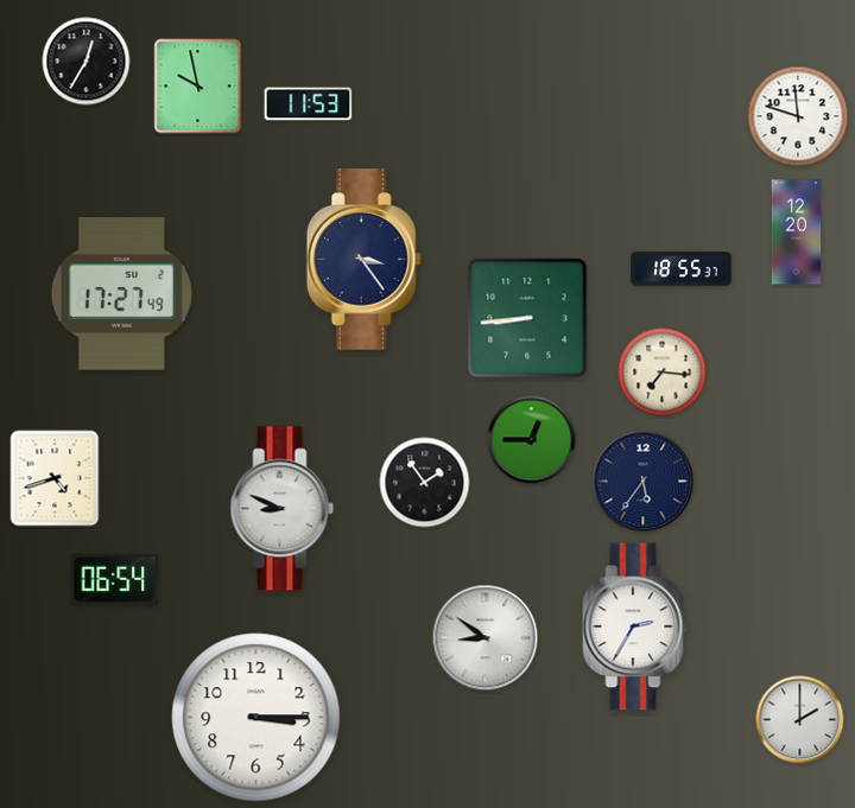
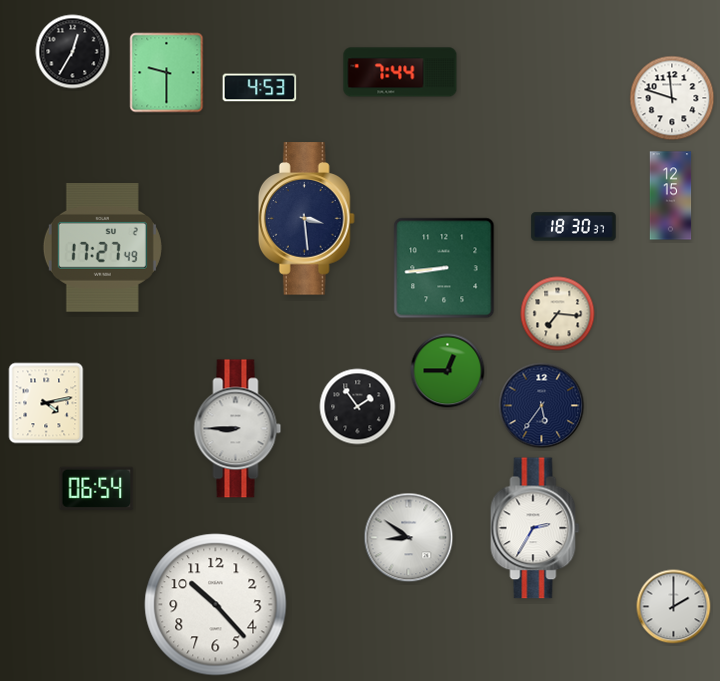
clock at (400, 72): none -> 7:44
clock at (198, 87): 9:58 -> 9:30
clock at (309, 104): 11:53 -> 4:53
clock at (797, 233): 12:20 -> 12:15
clock at (363, 260): 3:24 -> 3:29
clock at (682, 269): 18:55 -> 18:30
clock at (55, 478): 4:42 -> 4:13
clock at (283, 509): 8:49 -> 8:45
clock at (256, 718): 3:15 -> 10:23
